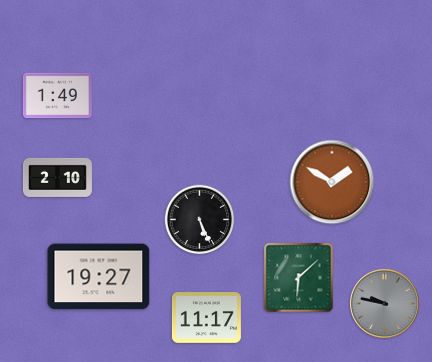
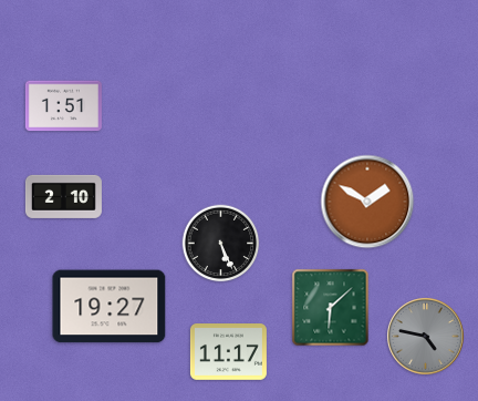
clock at (57, 96): 1:49 -> 1:51
clock at (385, 304): 9:47 -> 4:47
